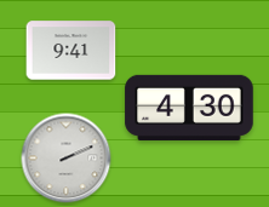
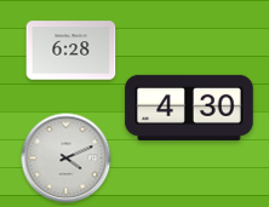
clock at (71, 51): 9:41 -> 6:28
clock at (67, 159): 2:11 -> 4:11
